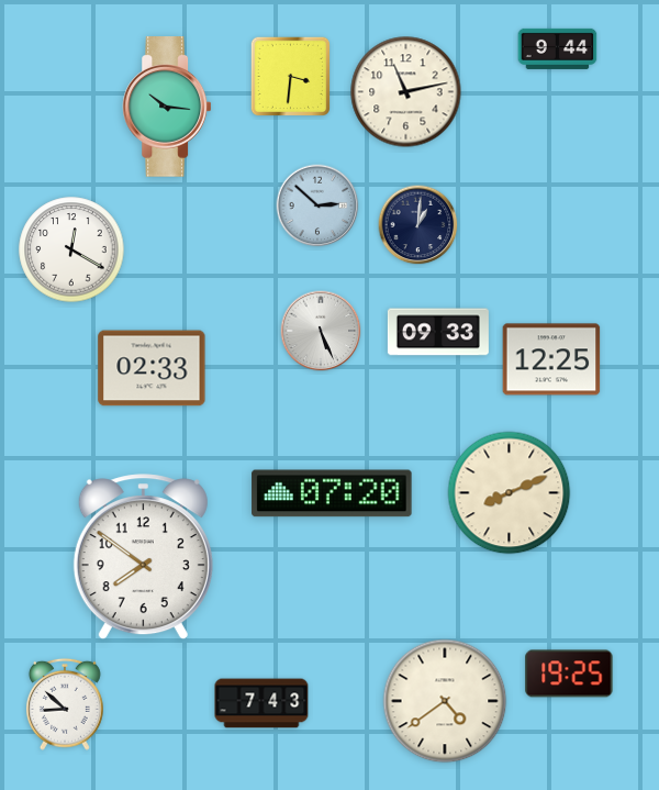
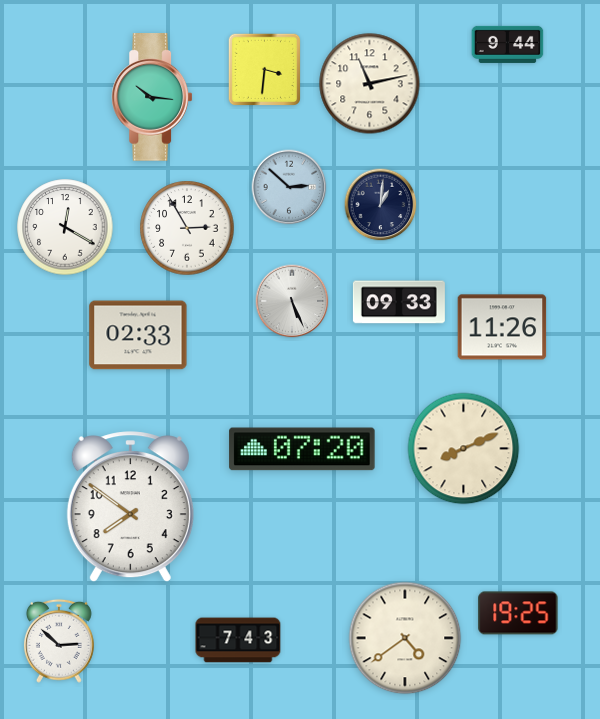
clock at (187, 228): none -> 2:55
clock at (551, 359): 12:25 -> 11:26
clock at (65, 704): 8:52 -> 2:52
